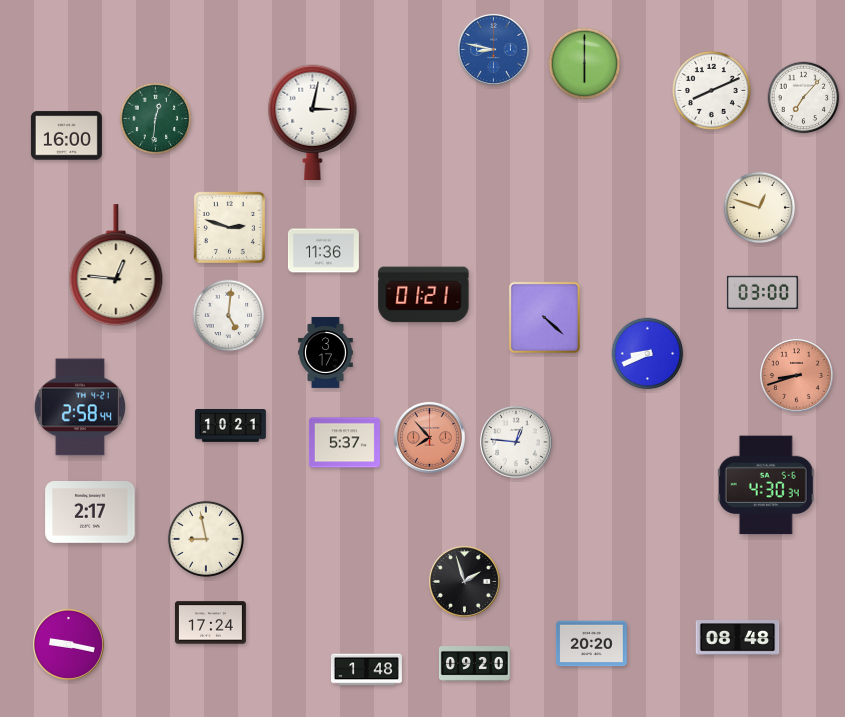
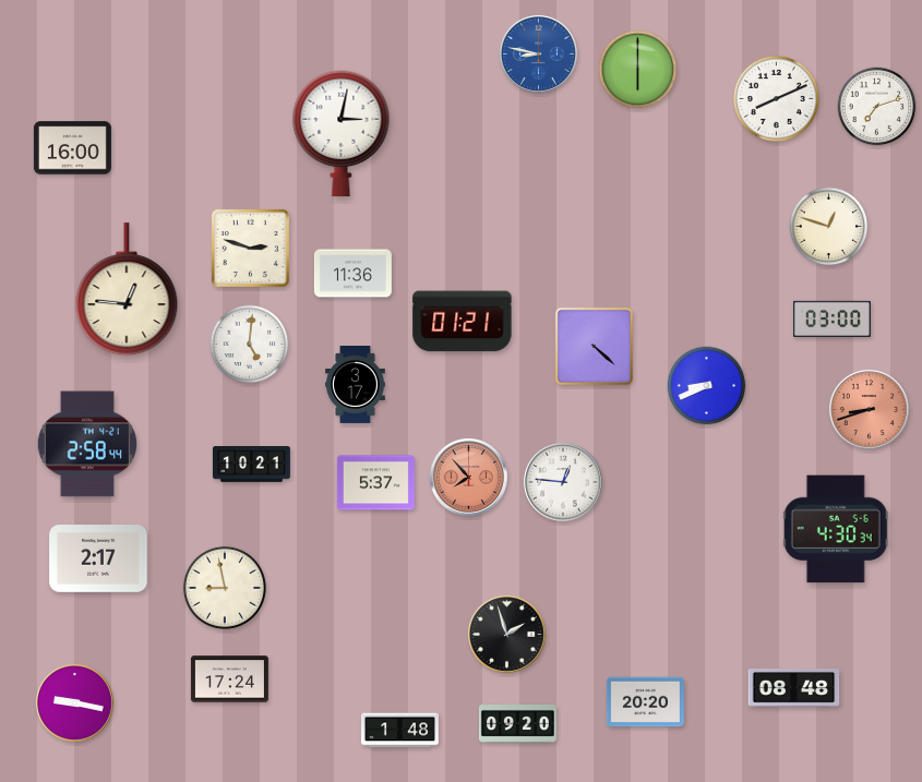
clock at (804, 98): 7:07 -> 7:12
clock at (156, 119): 12:31 -> none
clock at (738, 638) position: (738, 638) -> (794, 688)
